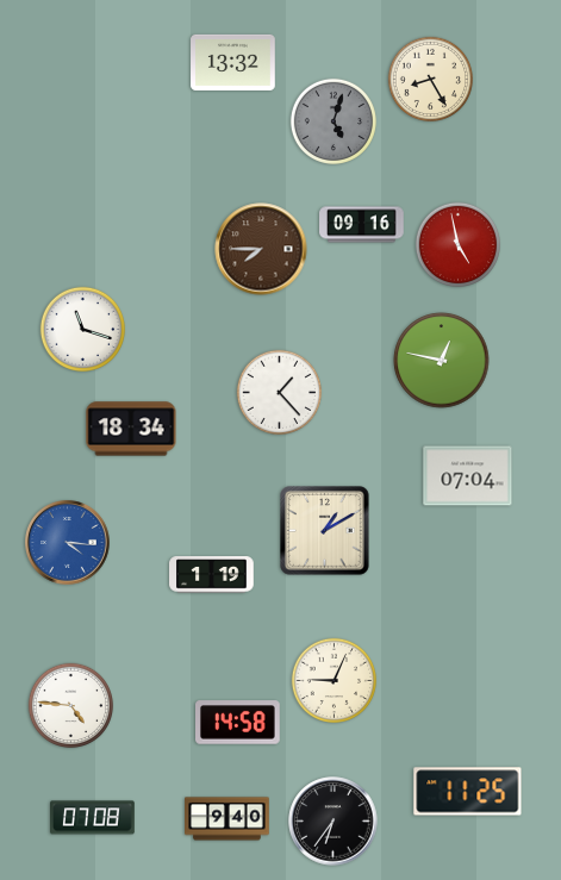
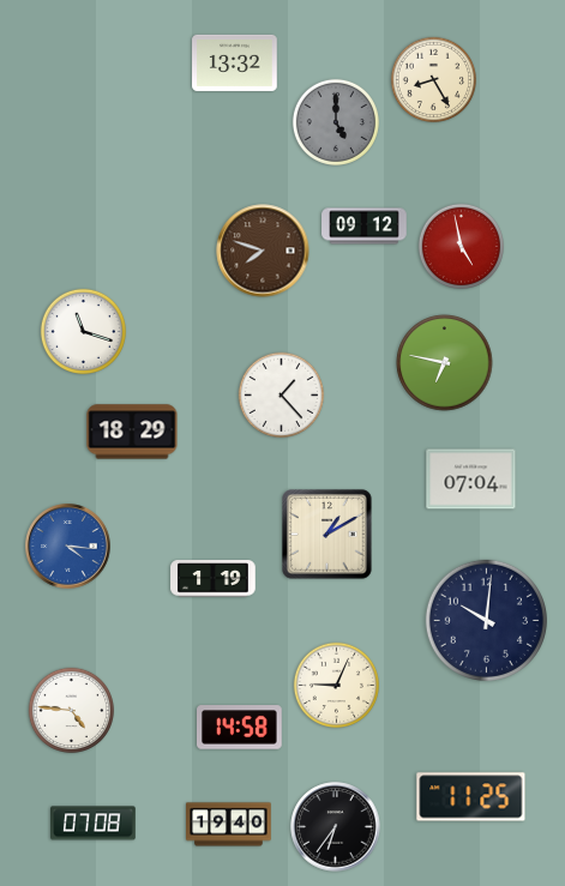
clock at (332, 120): 5:03 -> 5:00
clock at (362, 225): 09:16 -> 09:12
clock at (261, 249): 7:45 -> 7:48
clock at (442, 361): 12:47 -> 6:47
clock at (131, 429): 18:34 -> 18:29
clock at (486, 620): none -> 10:01
clock at (227, 819): 9:40 -> 19:40
